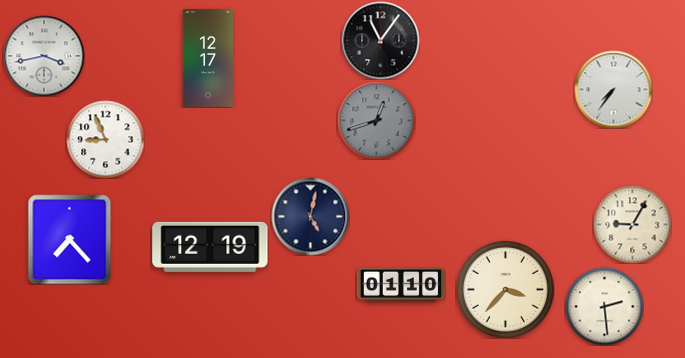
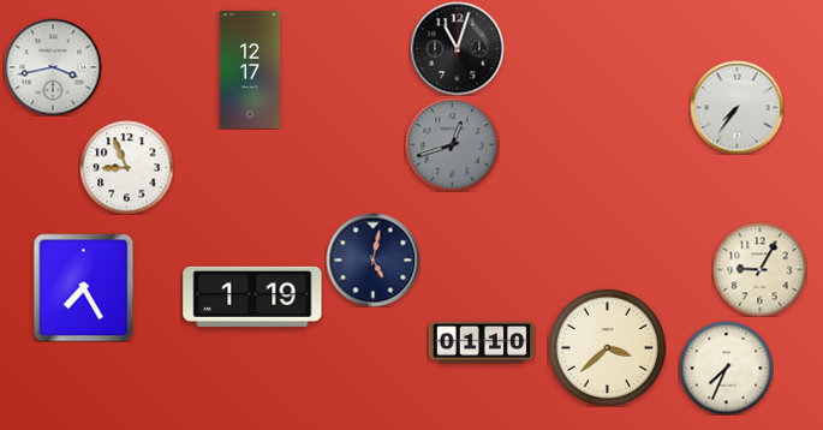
clock at (380, 40): 11:06 -> 11:03
clock at (70, 239): 7:23 -> 7:25
clock at (210, 247): 12:19 -> 1:19
clock at (505, 289): 3:37 -> 3:38
clock at (604, 306): 2:29 -> 7:34
